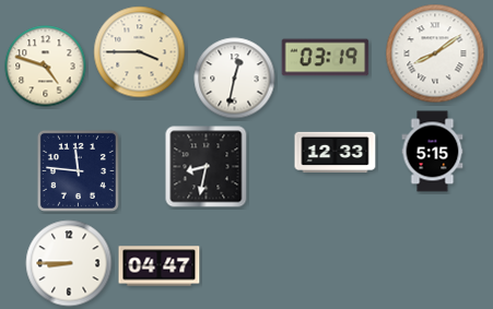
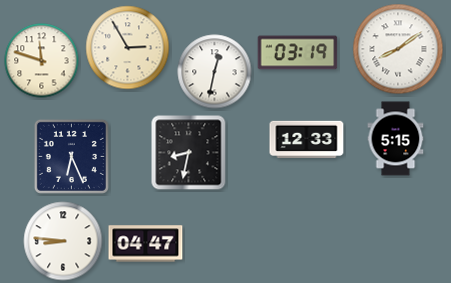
clock at (140, 52): 3:45 -> 2:55
clock at (46, 67): 4:48 -> 11:48
clock at (78, 170): 11:46 -> 6:26
clock at (69, 263): 8:45 -> 8:46
